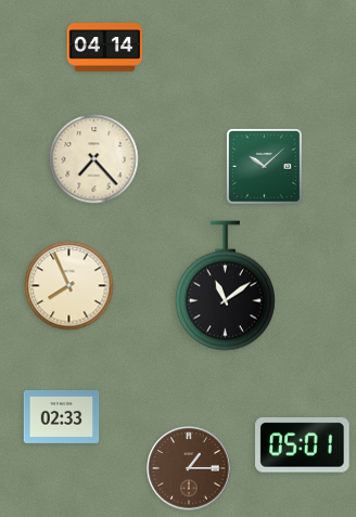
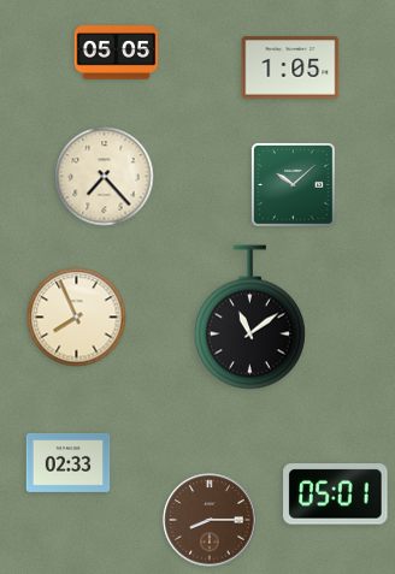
clock at (105, 48): 04:14 -> 05:05
clock at (290, 67): none -> 1:05
clock at (189, 468): 1:15 -> 8:15
